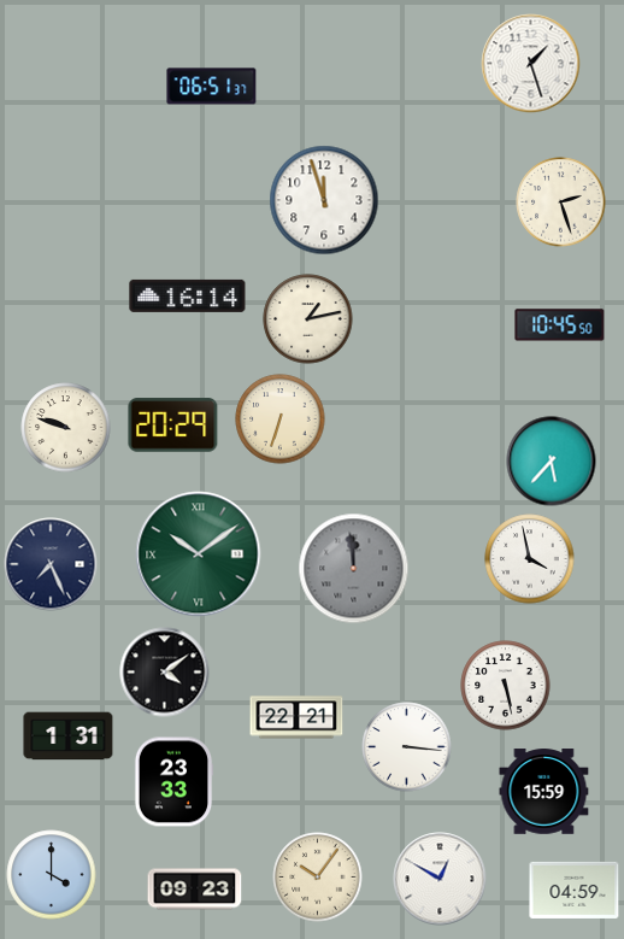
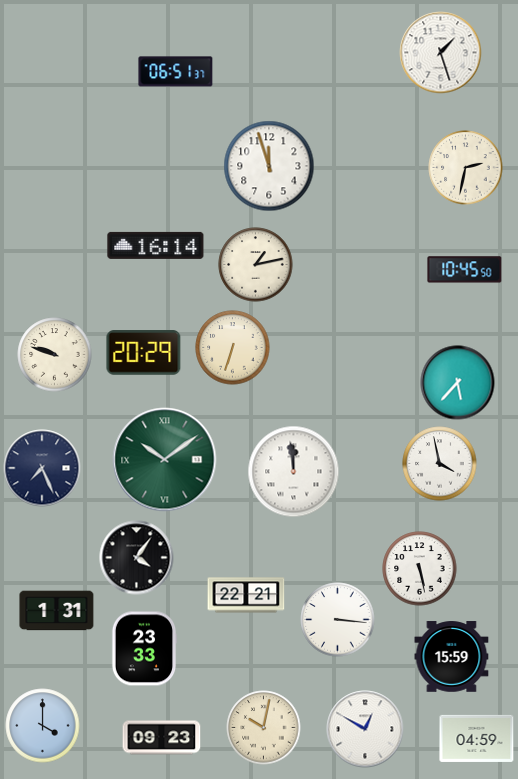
clock at (561, 203): 2:27 -> 2:32
clock at (354, 569) dial: grey -> white
clock at (165, 673): 4:09 -> 4:06
clock at (318, 878): 10:06 -> 10:02
